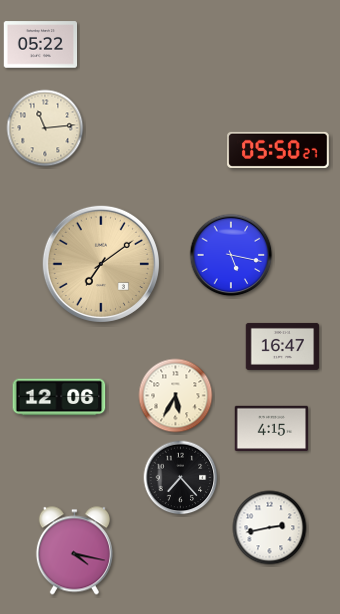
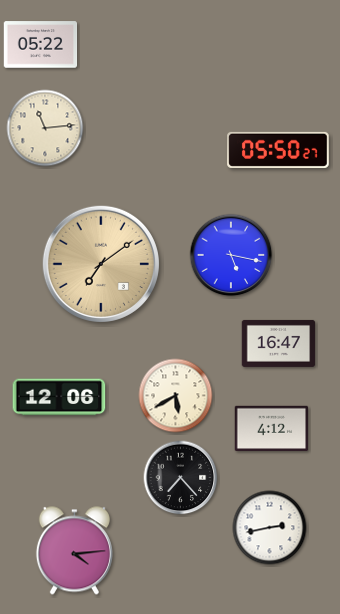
clock at (283, 346) position: (283, 346) -> (279, 343)
clock at (176, 396): 5:35 -> 5:40
clock at (272, 428): 4:15 -> 4:12
clock at (74, 551): 4:17 -> 4:14
